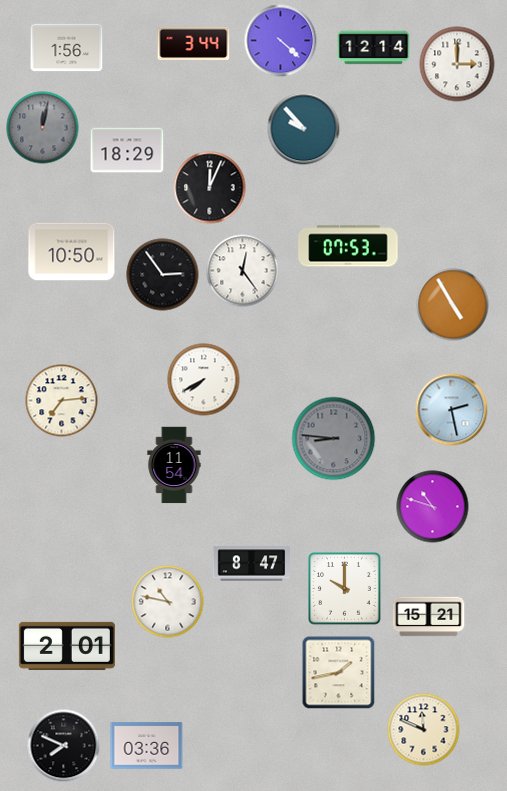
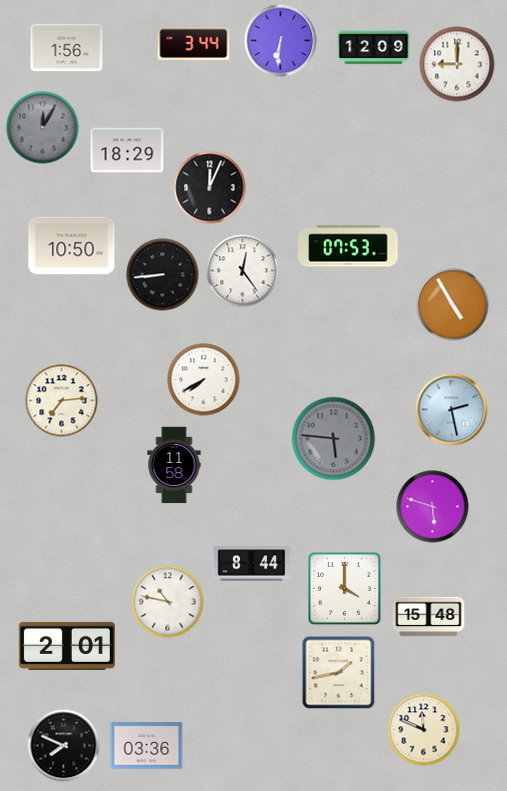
clock at (281, 41): 4:22 -> 6:31
clock at (374, 48): 12:14 -> 12:09
clock at (457, 64): 3:00 -> 9:00
clock at (43, 128): 12:02 -> 12:05
clock at (304, 129): 9:53 -> none
clock at (72, 252) position: (72, 252) -> (72, 246)
clock at (163, 275): 2:54 -> 8:44
clock at (334, 439): 8:46 -> 5:46
clock at (174, 465): 11:54 -> 11:58
clock at (433, 507): 10:48 -> 5:48
clock at (251, 564): 8:47 -> 8:44
clock at (345, 589): 10:00 -> 4:00
clock at (429, 617): 15:21 -> 15:48
